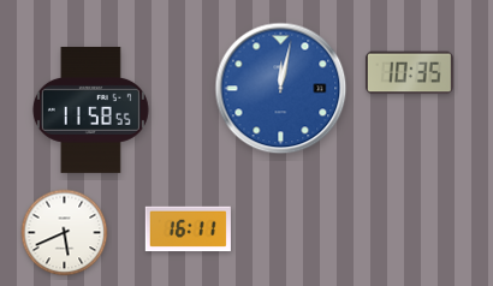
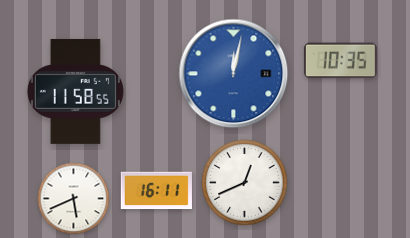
clock at (245, 183): none -> 12:41
clock at (65, 233) position: (65, 233) -> (74, 199)
